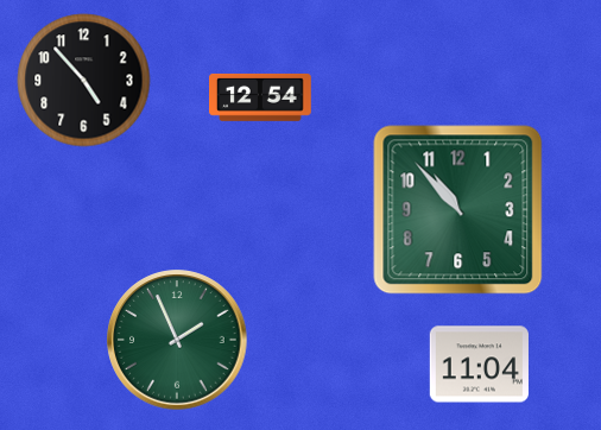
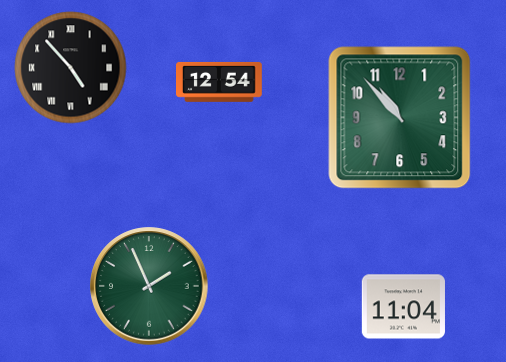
clock at (84, 81) numerals: Arabic -> Roman
clock at (458, 210) position: (458, 210) -> (400, 118)
